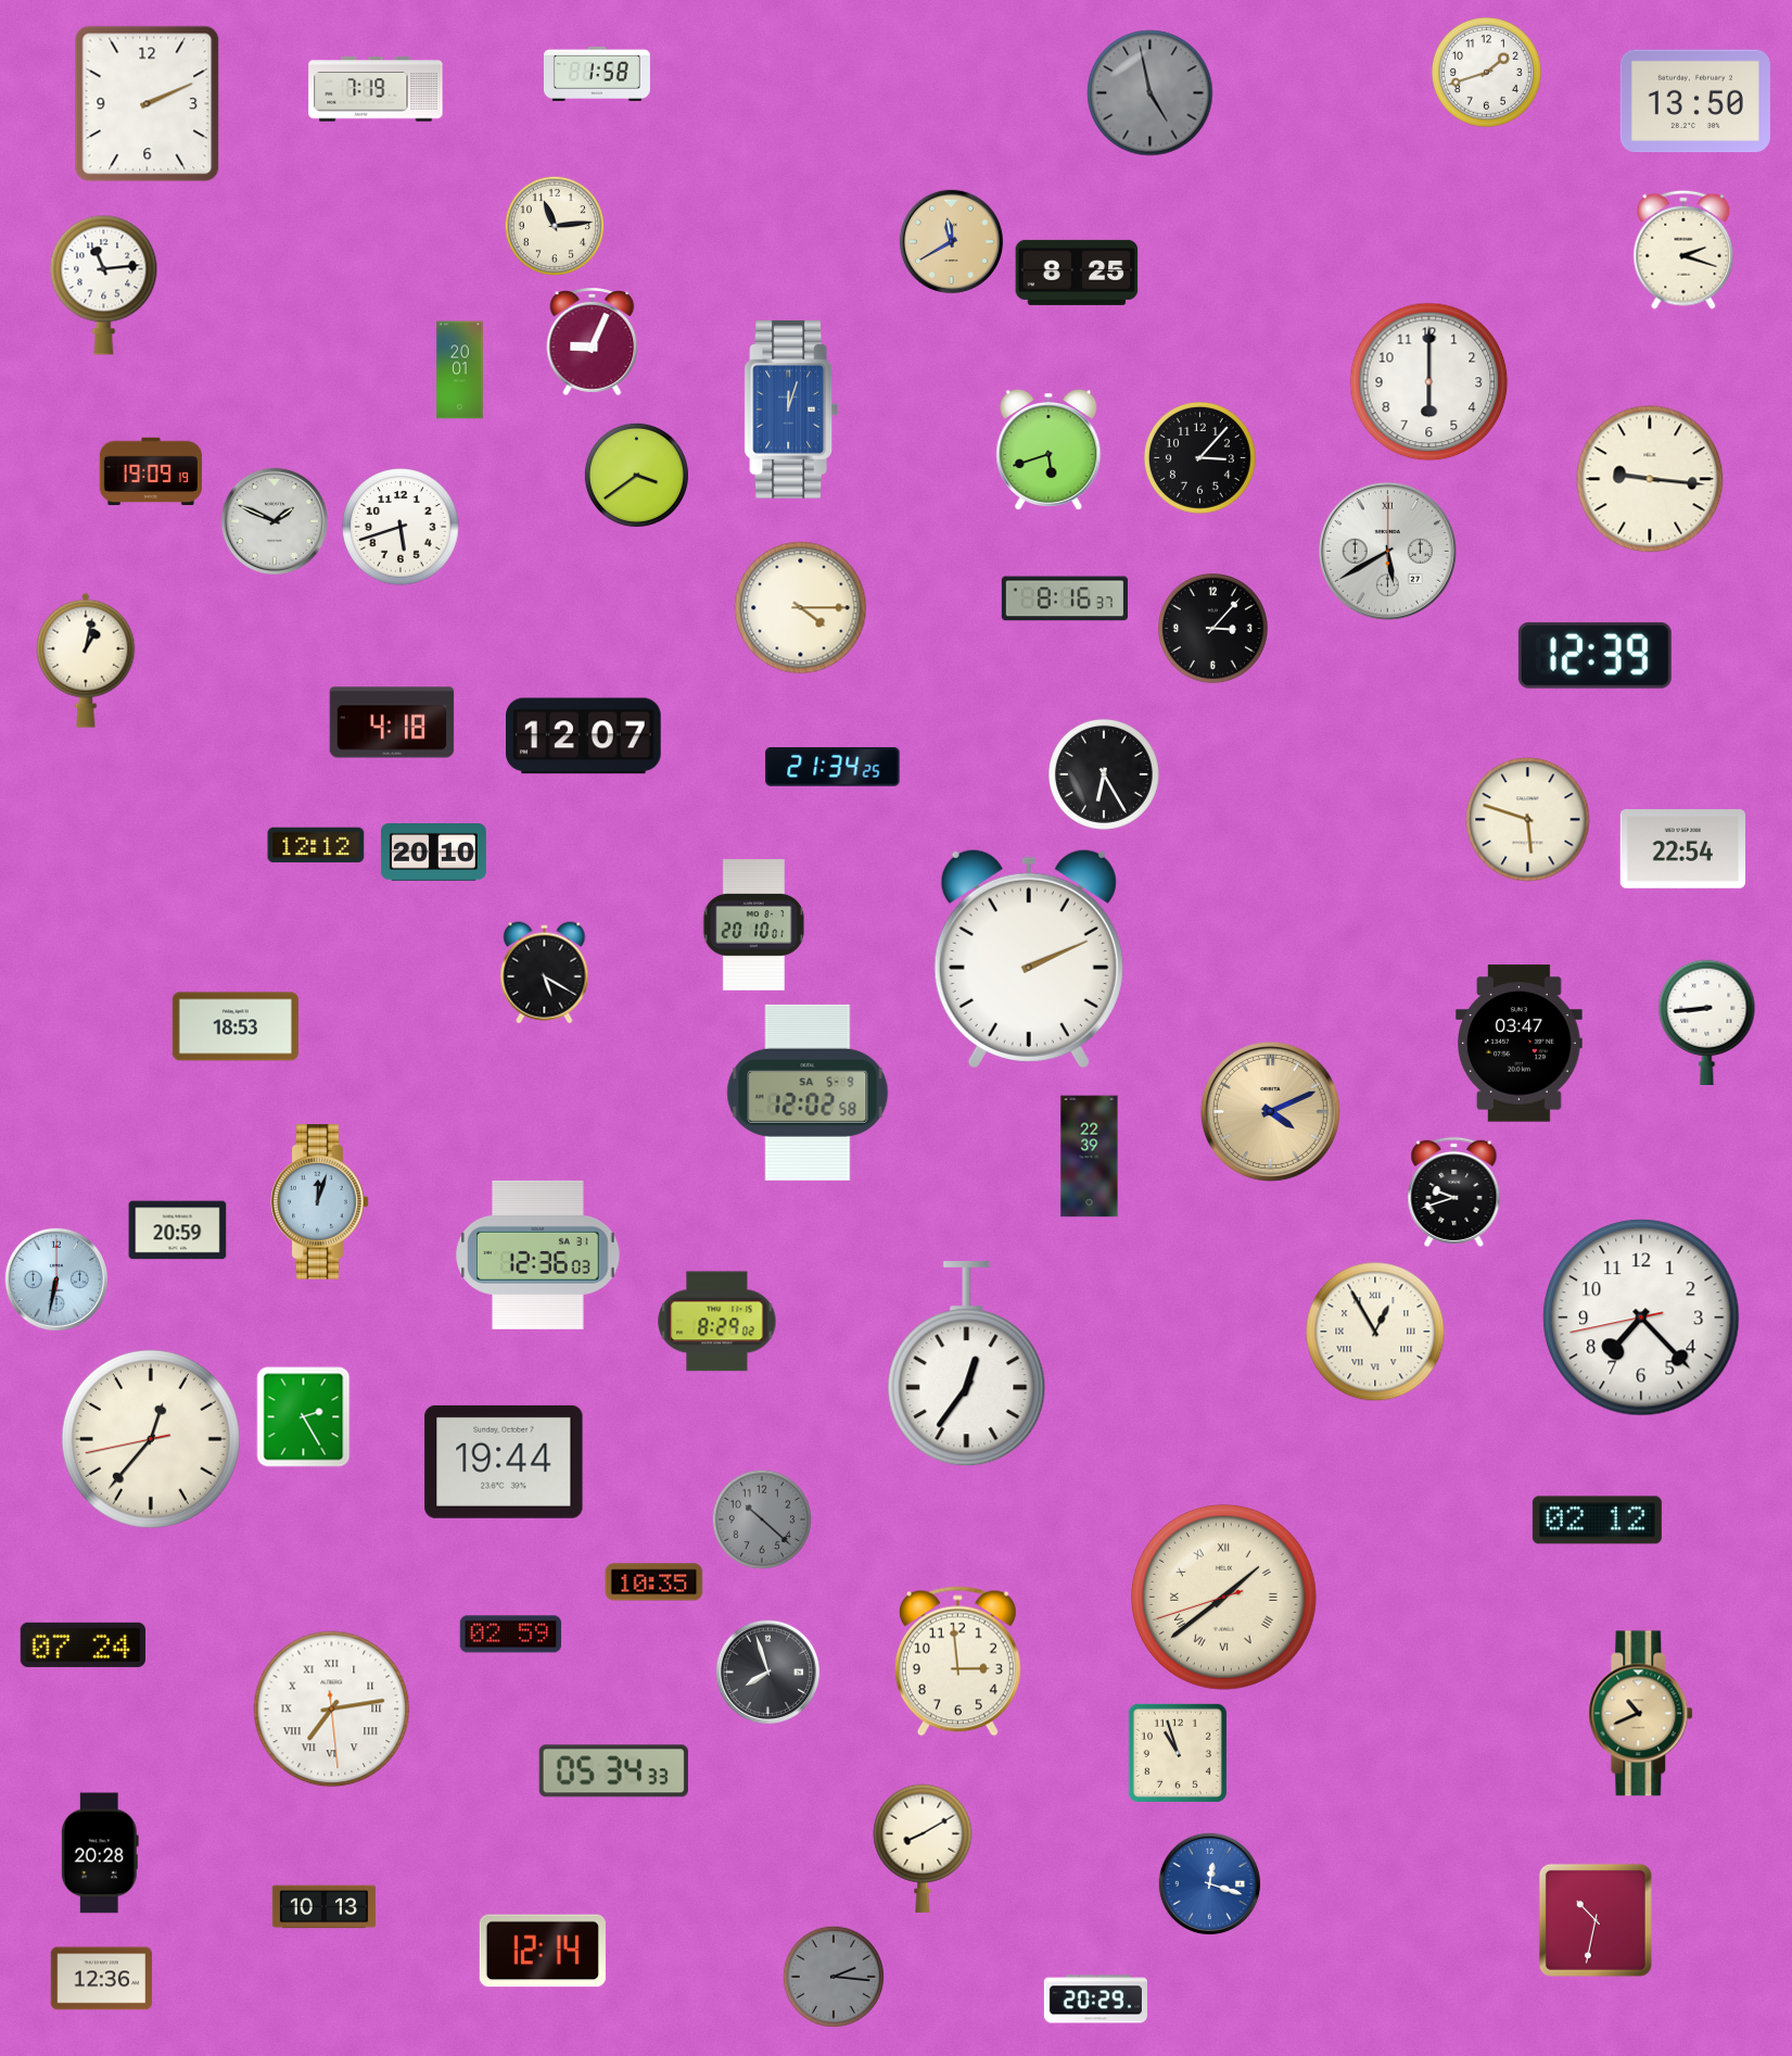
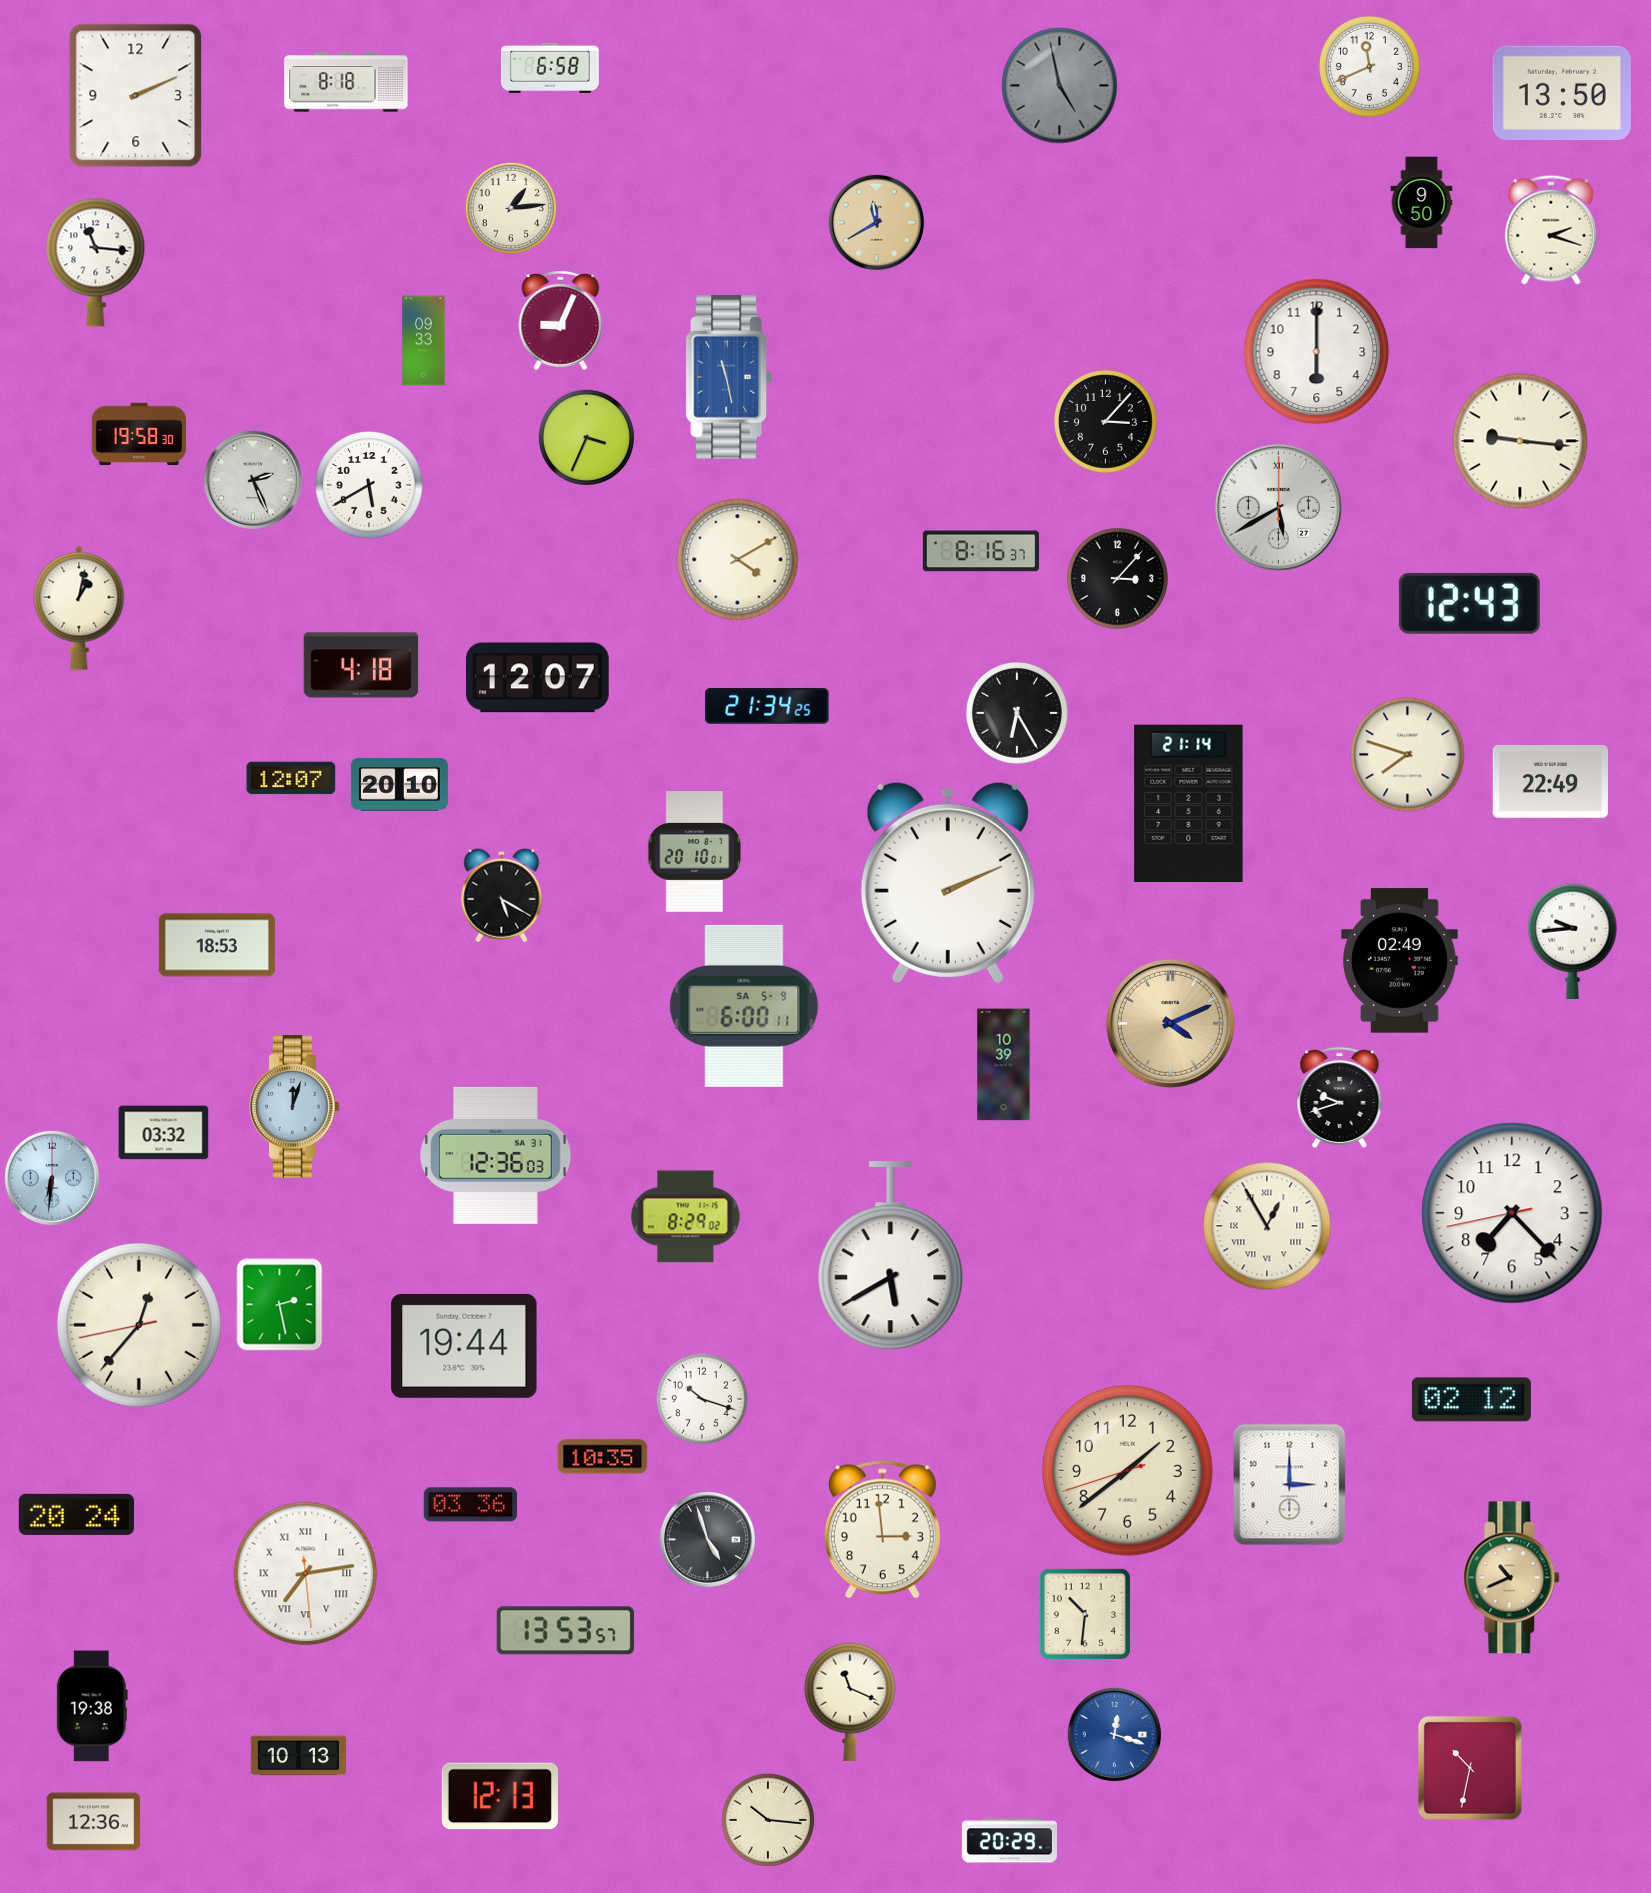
clock at (1486, 72): 1:42 -> 11:41
clock at (597, 74): 1:58 -> 6:58
clock at (376, 89): 7:19 -> 8:18
clock at (1422, 203): none -> 9:50
clock at (554, 225): 11:14 -> 1:14
clock at (1077, 273): 8:25 -> none
clock at (104, 285): 11:14 -> 11:16
clock at (593, 342) position: (593, 342) -> (561, 321)
clock at (460, 370): 20:01 -> 09:33
clock at (791, 409): 12:03 -> 11:28
clock at (1048, 451): 5:42 -> none
clock at (150, 471): 19:09 -> 19:58
clock at (636, 475): 3:39 -> 3:34
clock at (275, 521): 1:49 -> 2:26
clock at (401, 527): 5:42 -> 5:40
clock at (801, 608): 4:15 -> 4:10
clock at (1594, 655): 12:39 -> 12:43
clock at (1528, 820): 5:48 -> 7:48
clock at (316, 845): 12:12 -> 12:07
clock at (1682, 849): 22:54 -> 22:49
clock at (1189, 804): none -> 21:14
clock at (1707, 1022): 8:44 -> 9:44
clock at (1520, 1044): 03:47 -> 02:49
clock at (808, 1093): 12:02 -> 6:00
clock at (1090, 1157): 22:39 -> 10:39
clock at (178, 1231): 20:59 -> 03:32
clock at (55, 1278): 6:32 -> 6:31
clock at (717, 1322) position: (717, 1322) -> (686, 1217)
clock at (967, 1364): 12:36 -> 5:40
clock at (304, 1417): 2:25 -> 2:28
clock at (761, 1518): 10:22 -> 10:18
clock at (761, 1518) dial: grey -> white
clock at (1223, 1597) numerals: Roman -> Arabic
clock at (1290, 1485): none -> 3:00
clock at (511, 1635): 02:59 -> 03:36
clock at (82, 1644): 07:24 -> 20:24
clock at (767, 1672): 7:57 -> 4:57
clock at (1178, 1753): 10:57 -> 10:31
clock at (613, 1771): 05:34 -> 13:53
clock at (923, 1849): 8:10 -> 11:19
clock at (100, 1853): 20:28 -> 19:38
clock at (543, 1951): 12:14 -> 12:13
clock at (834, 1977): 2:16 -> 10:16
clock at (834, 1977) dial: grey -> cream
